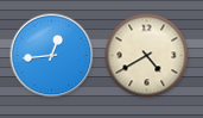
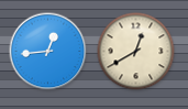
clock at (147, 56): 4:40 -> 12:40
